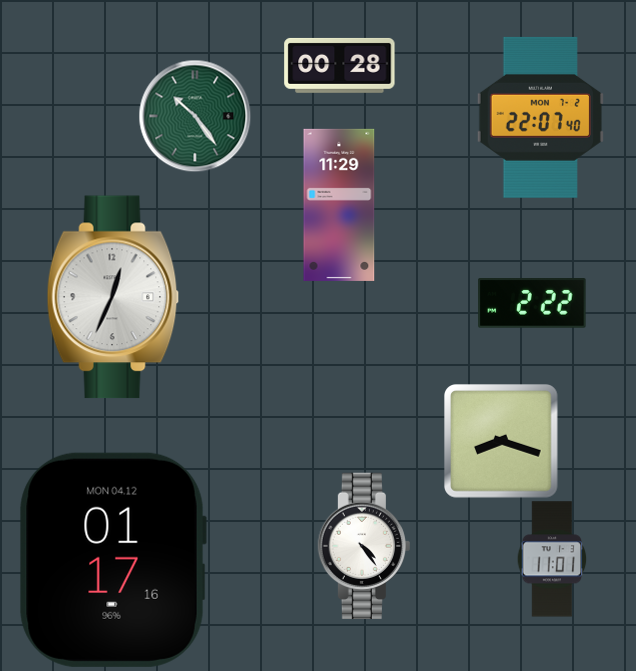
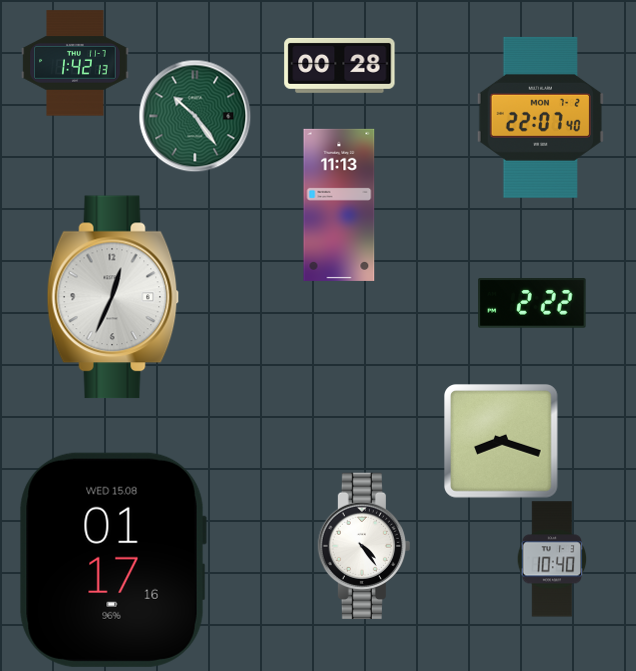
clock at (75, 63): none -> 1:42
clock at (339, 205): 11:29 -> 11:13
clock at (552, 559): 11:01 -> 10:40
clock at (113, 560) date: MON 04.12 -> WED 15.08
